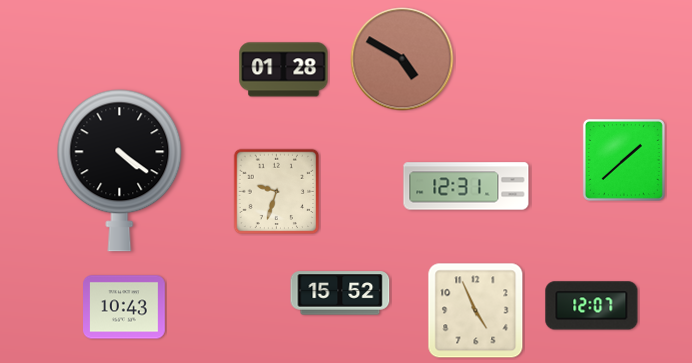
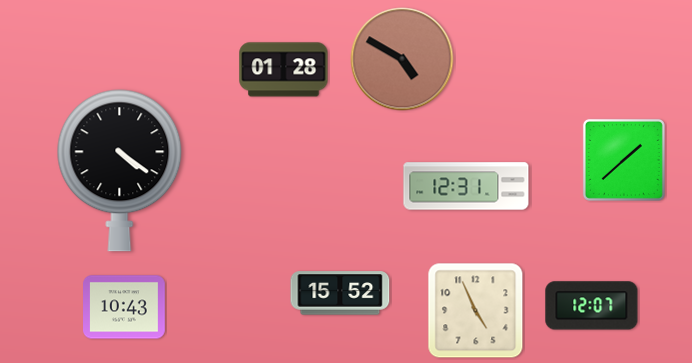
clock at (277, 192): 9:33 -> none
